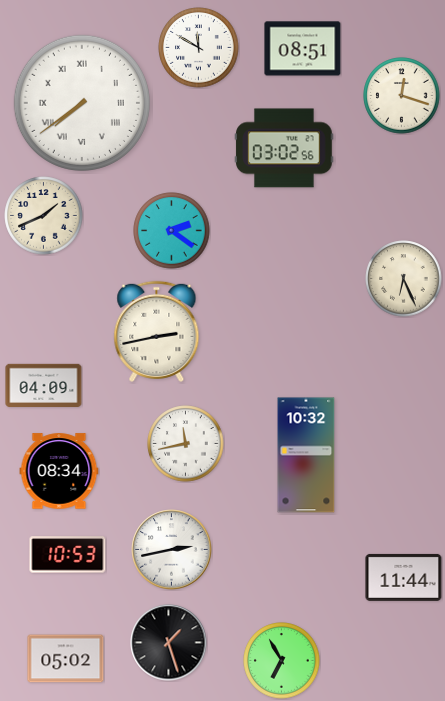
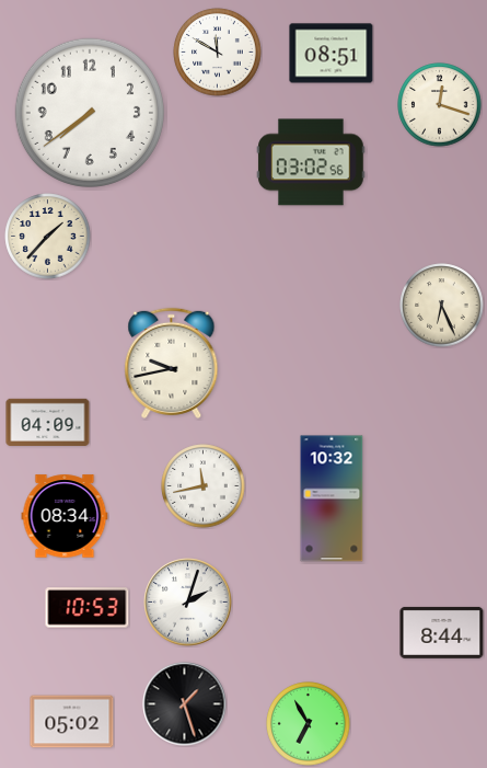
clock at (82, 103) numerals: Roman -> Arabic
clock at (44, 216): 1:41 -> 1:37
clock at (172, 231): 2:21 -> none
clock at (157, 331): 2:43 -> 9:43
clock at (306, 455) position: (306, 455) -> (332, 498)
clock at (172, 550): 2:43 -> 2:03
clock at (68, 555) position: (68, 555) -> (88, 608)
clock at (404, 577): 11:44 -> 8:44
